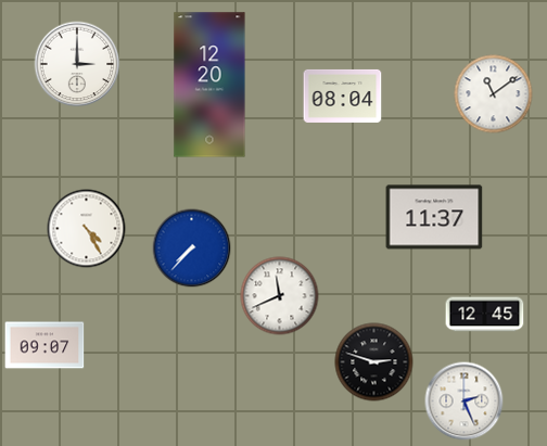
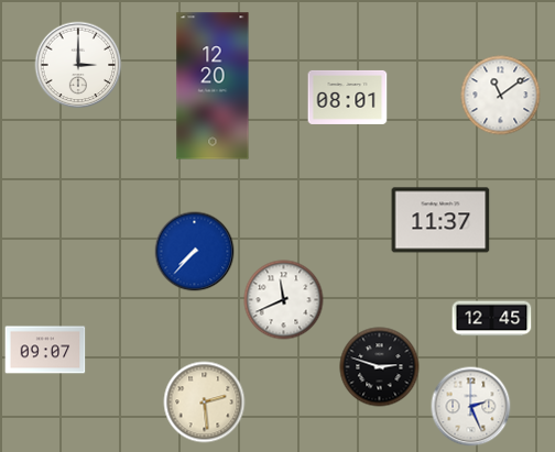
clock at (343, 95): 08:04 -> 08:01
clock at (87, 229): 4:25 -> none
clock at (205, 403): none -> 2:29
